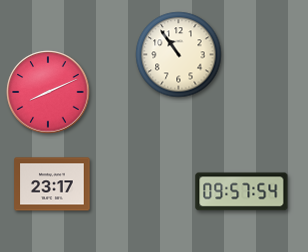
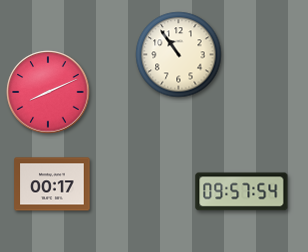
clock at (52, 184): 23:17 -> 00:17
